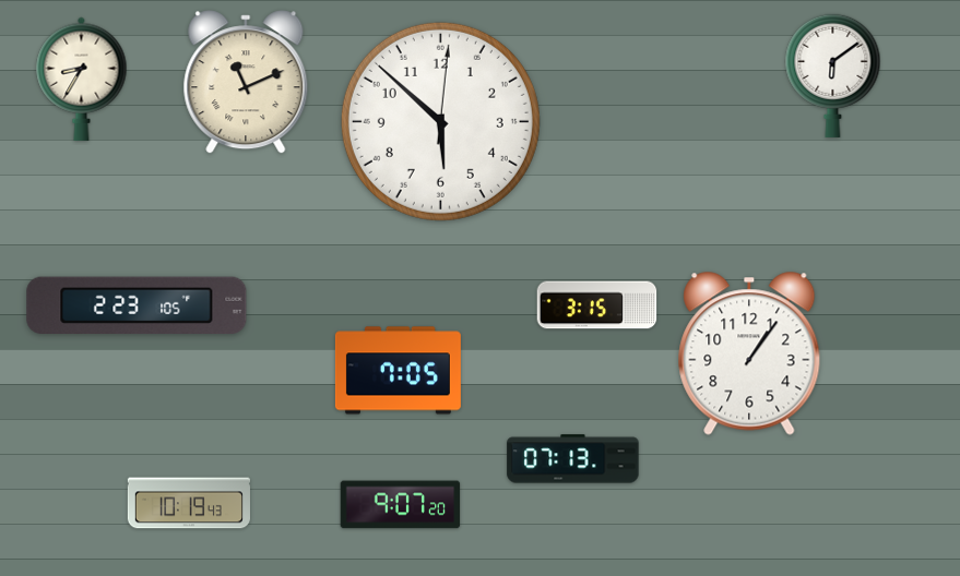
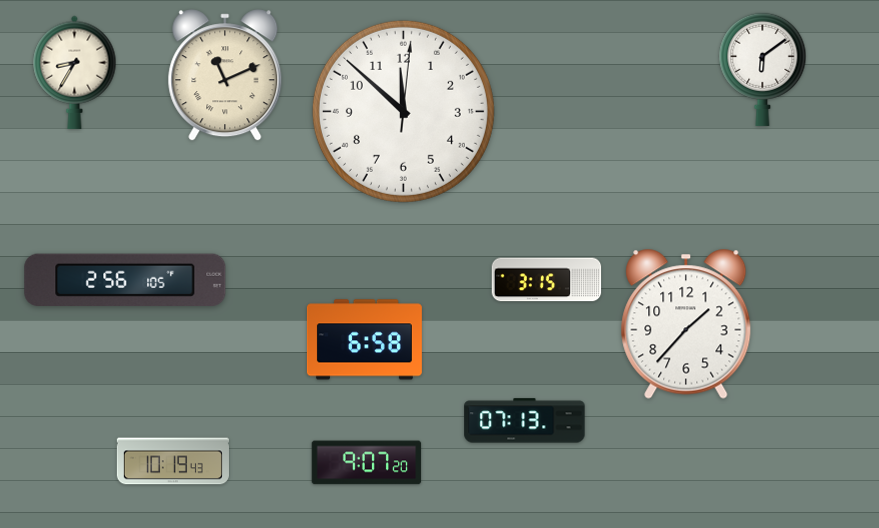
clock at (440, 121): 5:52 -> 11:52
clock at (137, 305): 2:23 -> 2:56
clock at (749, 353): 1:06 -> 1:37
clock at (398, 371): 7:05 -> 6:58
